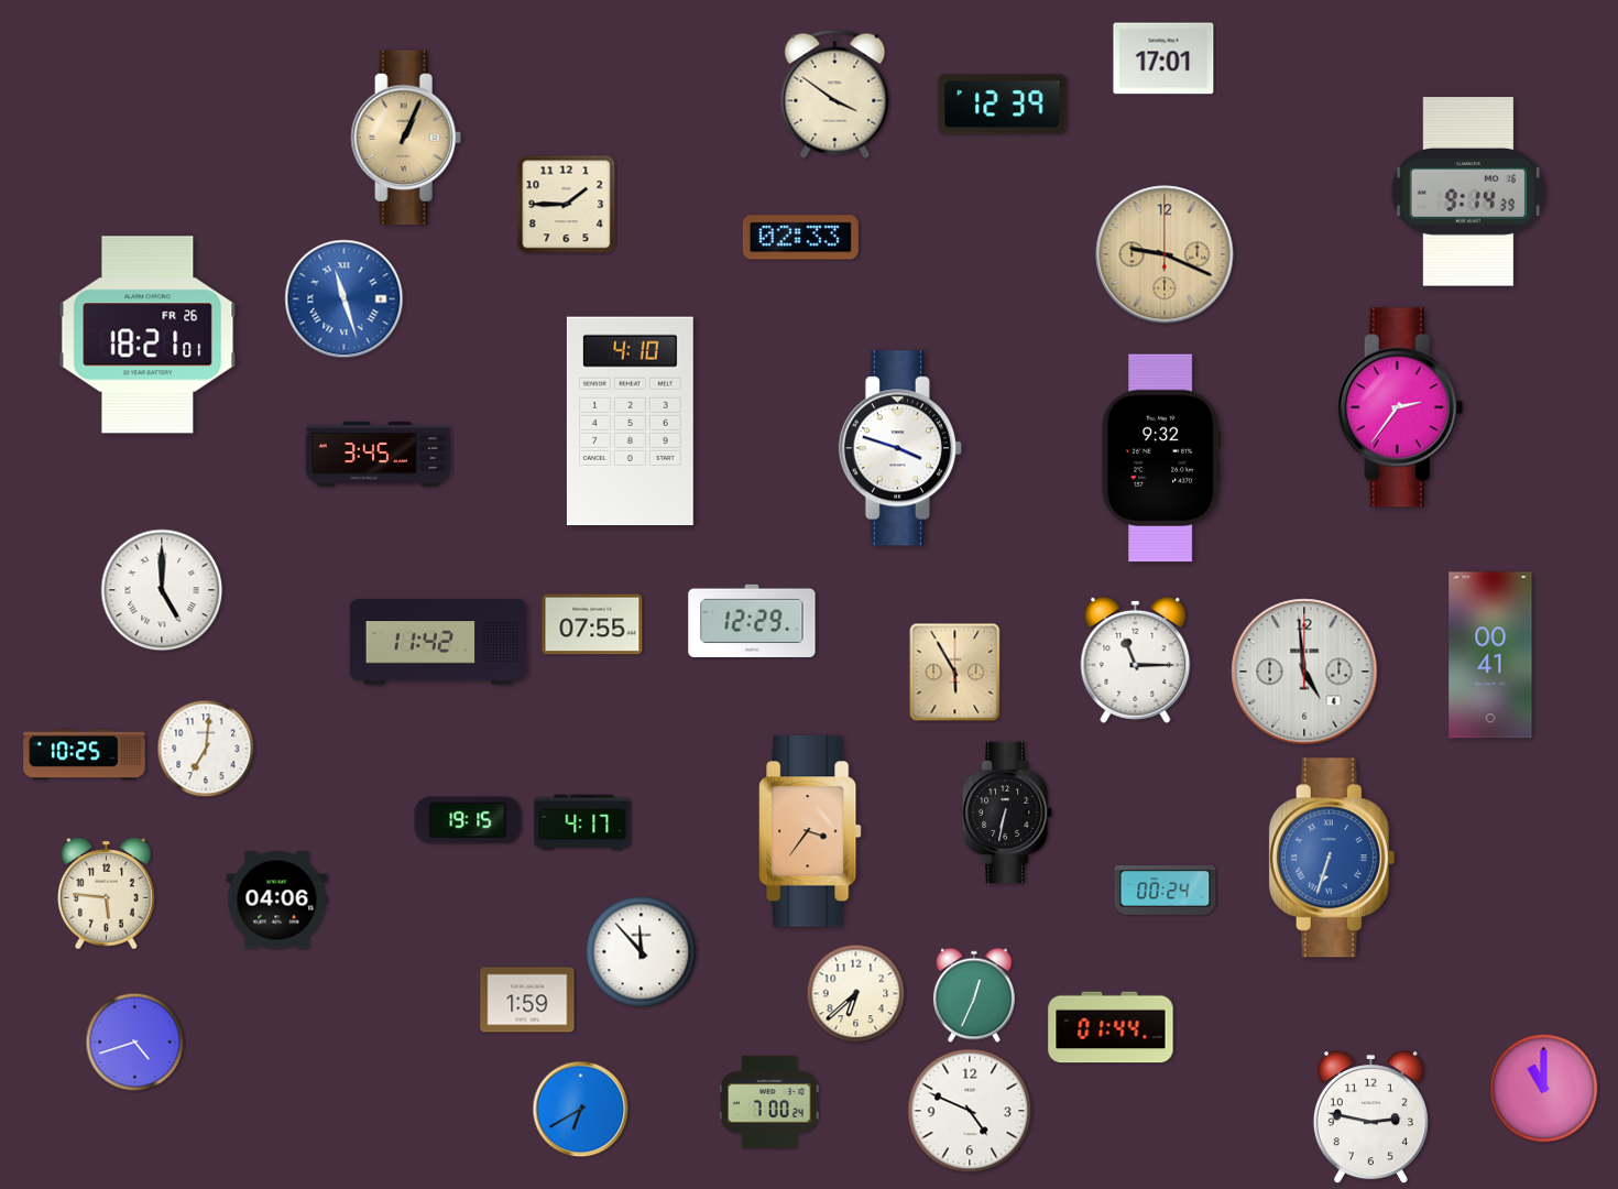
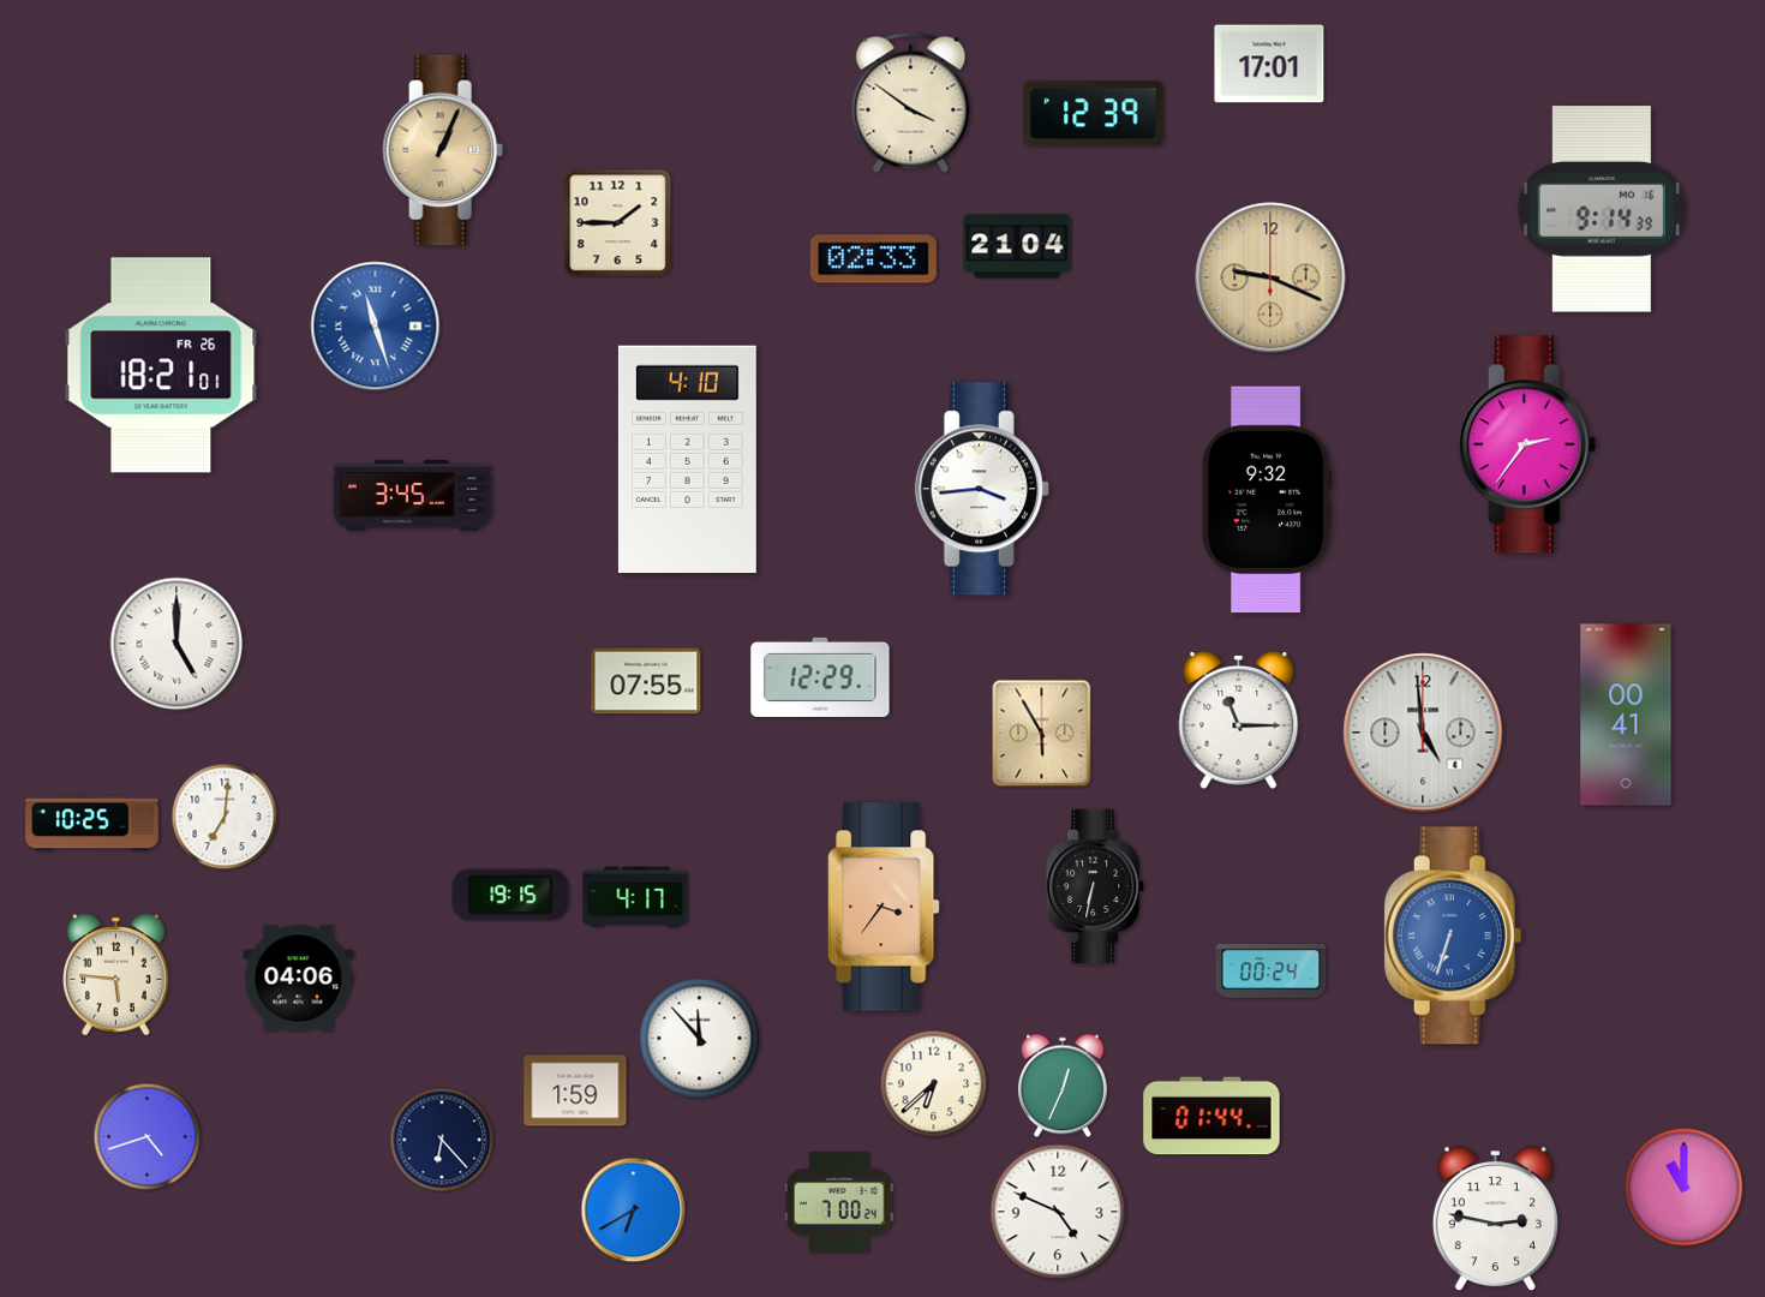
clock at (1017, 246): none -> 21:04
clock at (900, 448): 3:48 -> 3:44
clock at (438, 642): 11:42 -> none
clock at (1007, 812) position: (1007, 812) -> (1095, 886)
clock at (277, 901) position: (277, 901) -> (299, 979)
clock at (1111, 1027) position: (1111, 1027) -> (1211, 1116)
clock at (442, 1140): none -> 6:23
